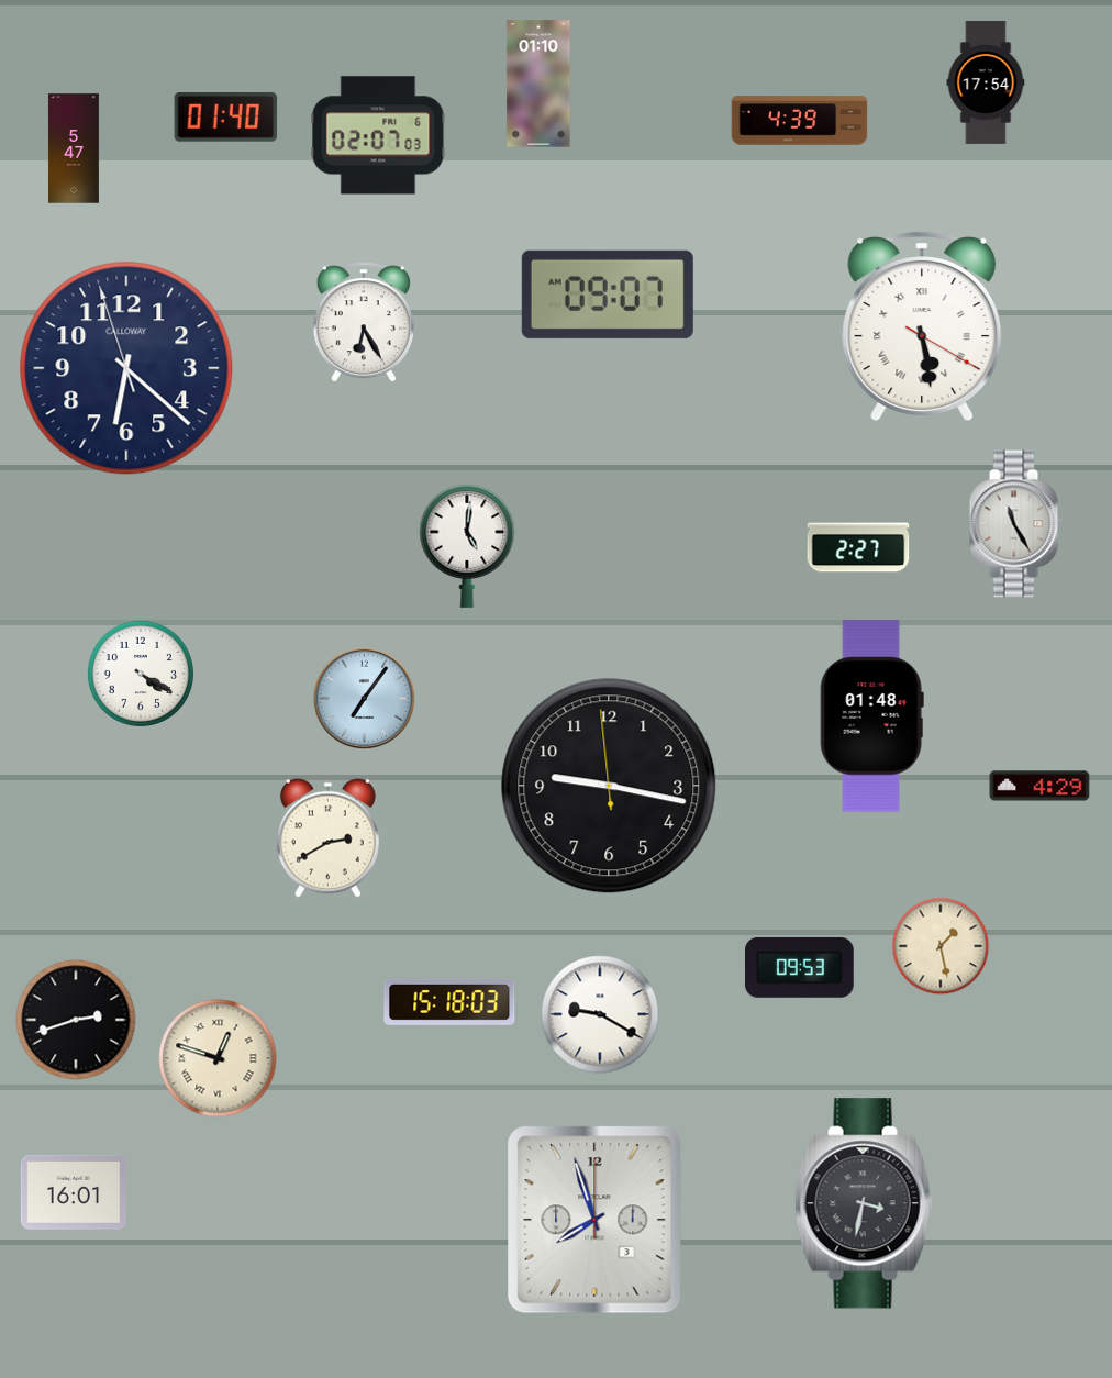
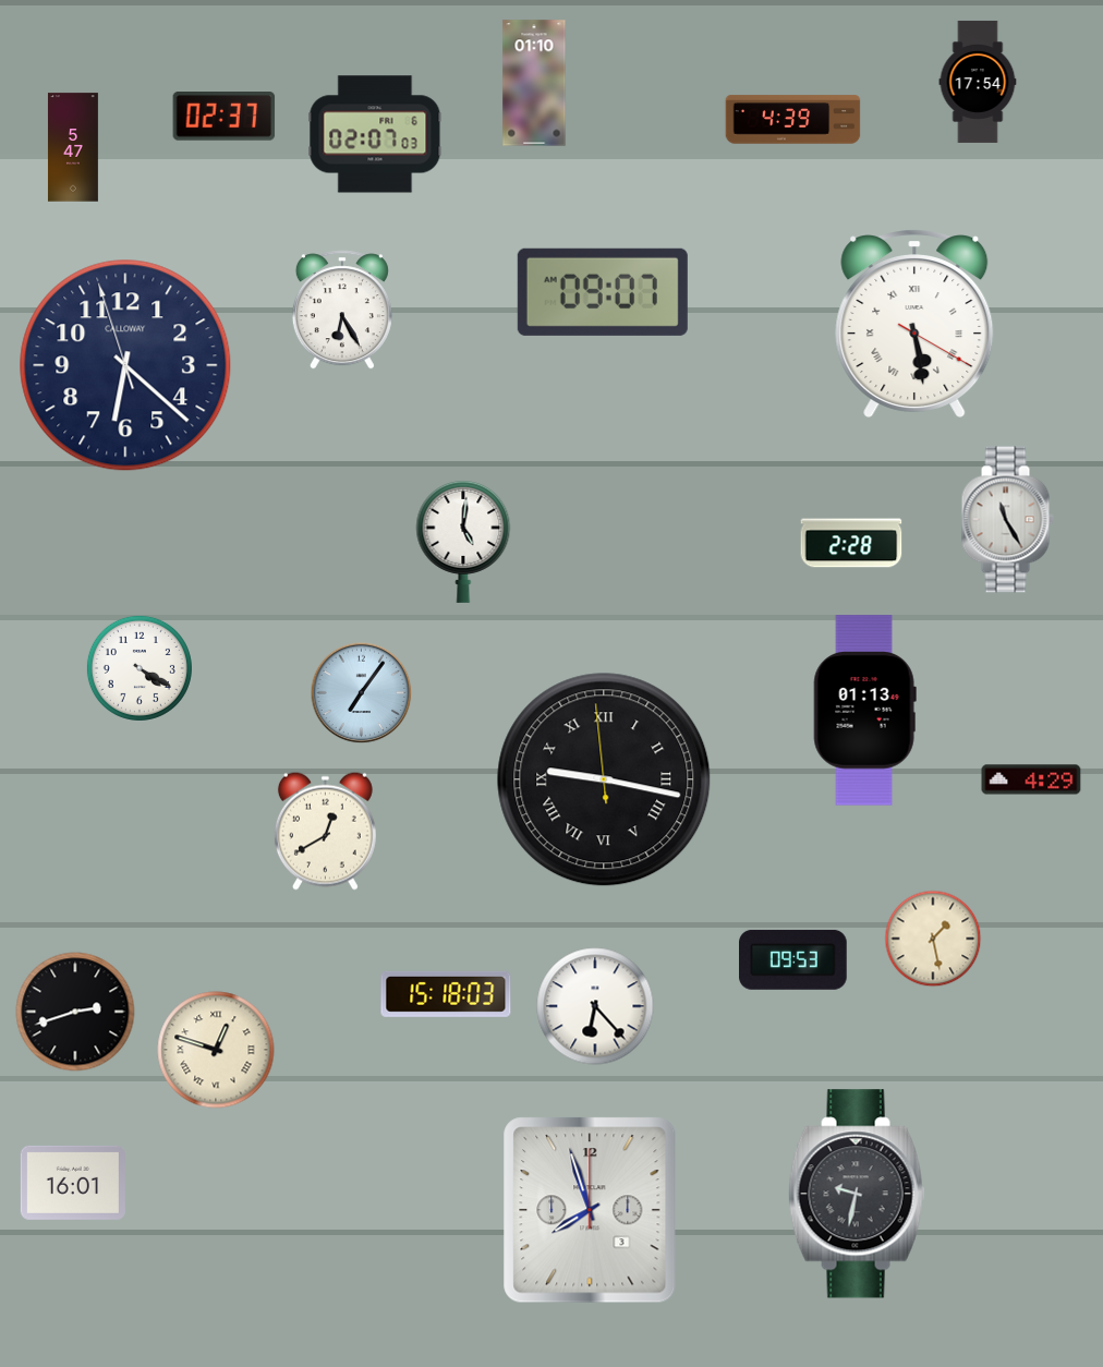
clock at (226, 118): 01:40 -> 02:37
clock at (364, 322) position: (364, 322) -> (342, 310)
clock at (858, 547): 2:27 -> 2:28
clock at (871, 716): 01:48 -> 01:13
clock at (609, 786) numerals: Arabic -> Roman
clock at (327, 837): 2:40 -> 12:40
clock at (600, 1014): 9:20 -> 6:23
clock at (864, 1203): 3:32 -> 9:32
